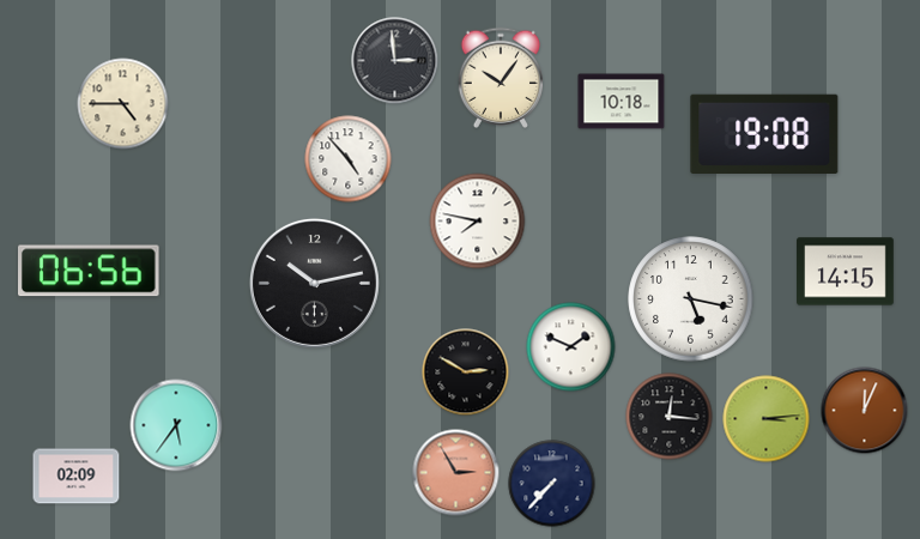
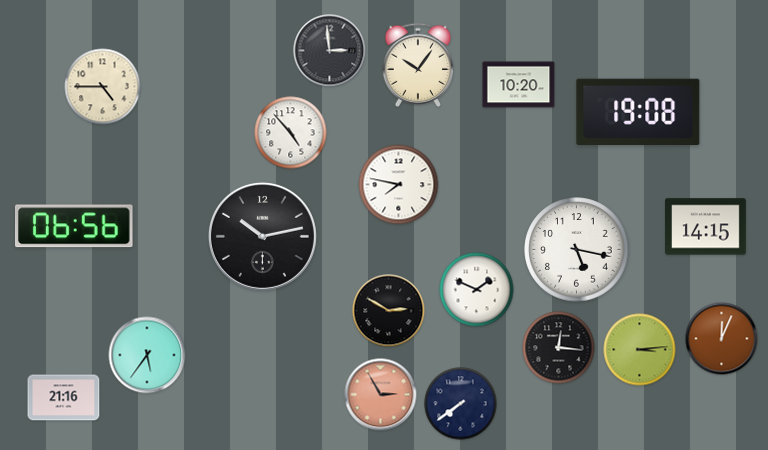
clock at (622, 102): 10:18 -> 10:20
clock at (865, 411) position: (865, 411) -> (722, 339)
clock at (77, 477): 02:09 -> 21:16
clock at (552, 484): 7:37 -> 7:39
